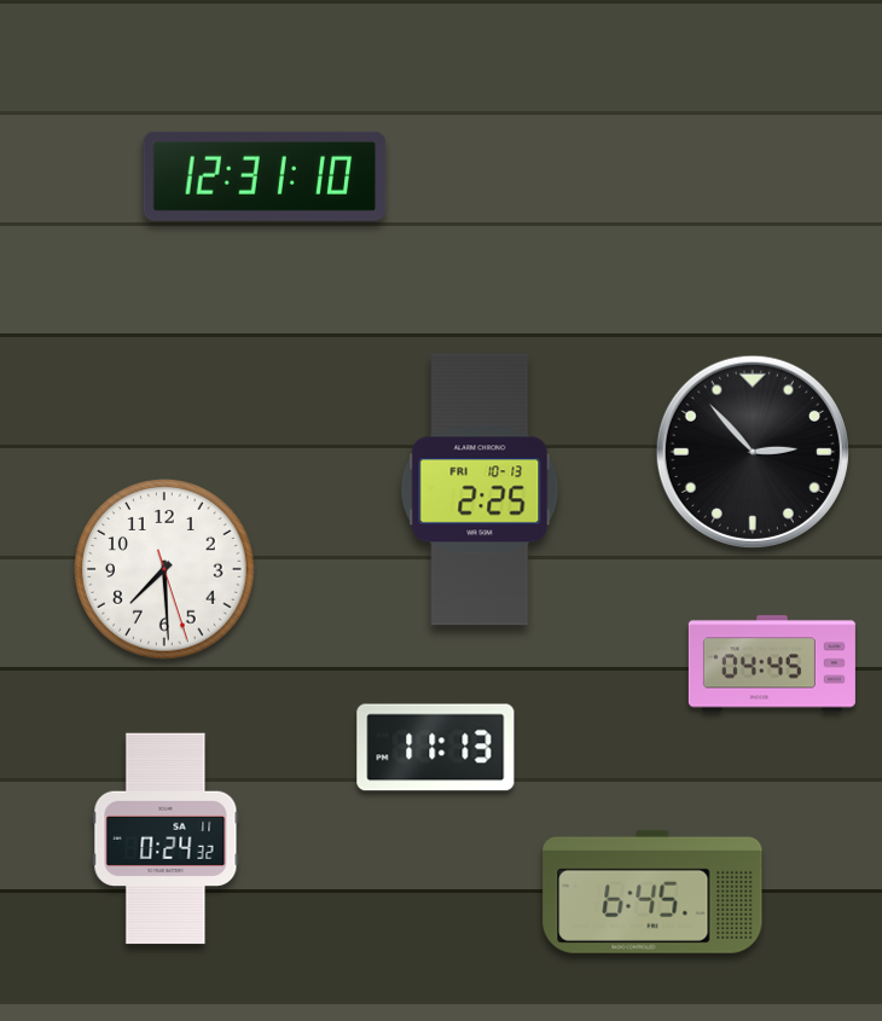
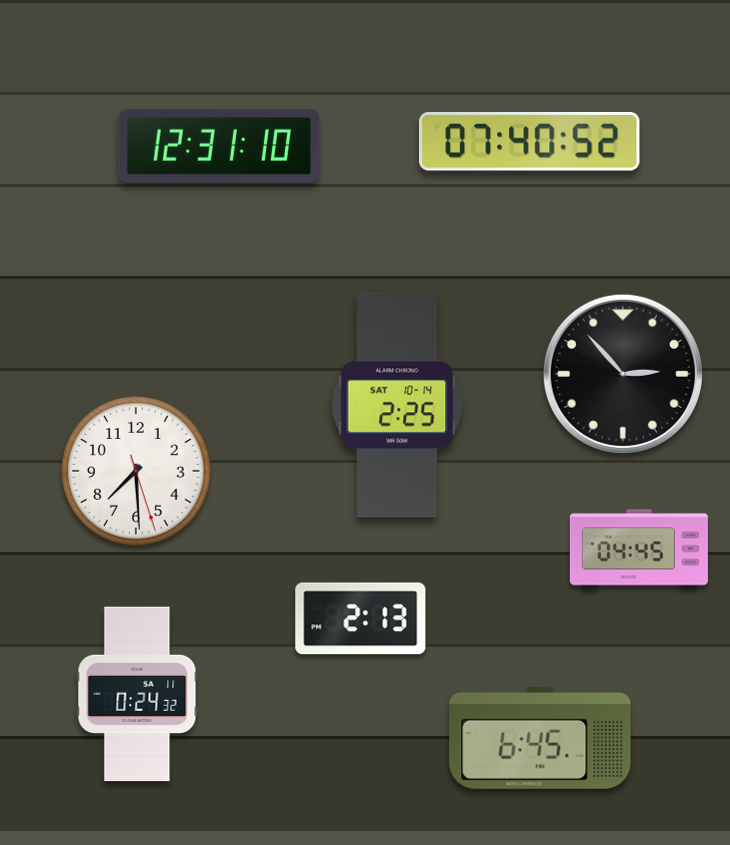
clock at (530, 142): none -> 07:40
clock at (480, 489) date: FRI 10-13 -> SAT 10-14
clock at (436, 748): 11:13 -> 2:13
